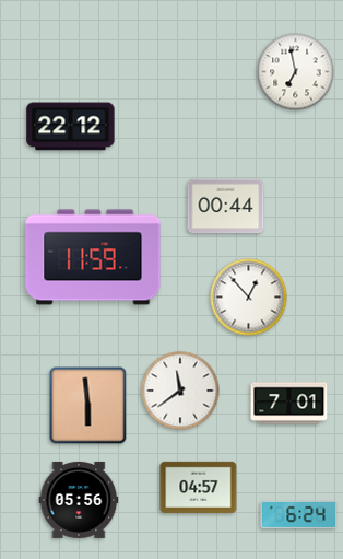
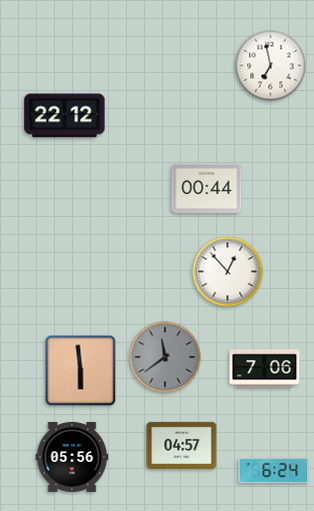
clock at (93, 257): 11:59 -> none
clock at (180, 391) dial: white -> grey
clock at (289, 404): 7:01 -> 7:06
